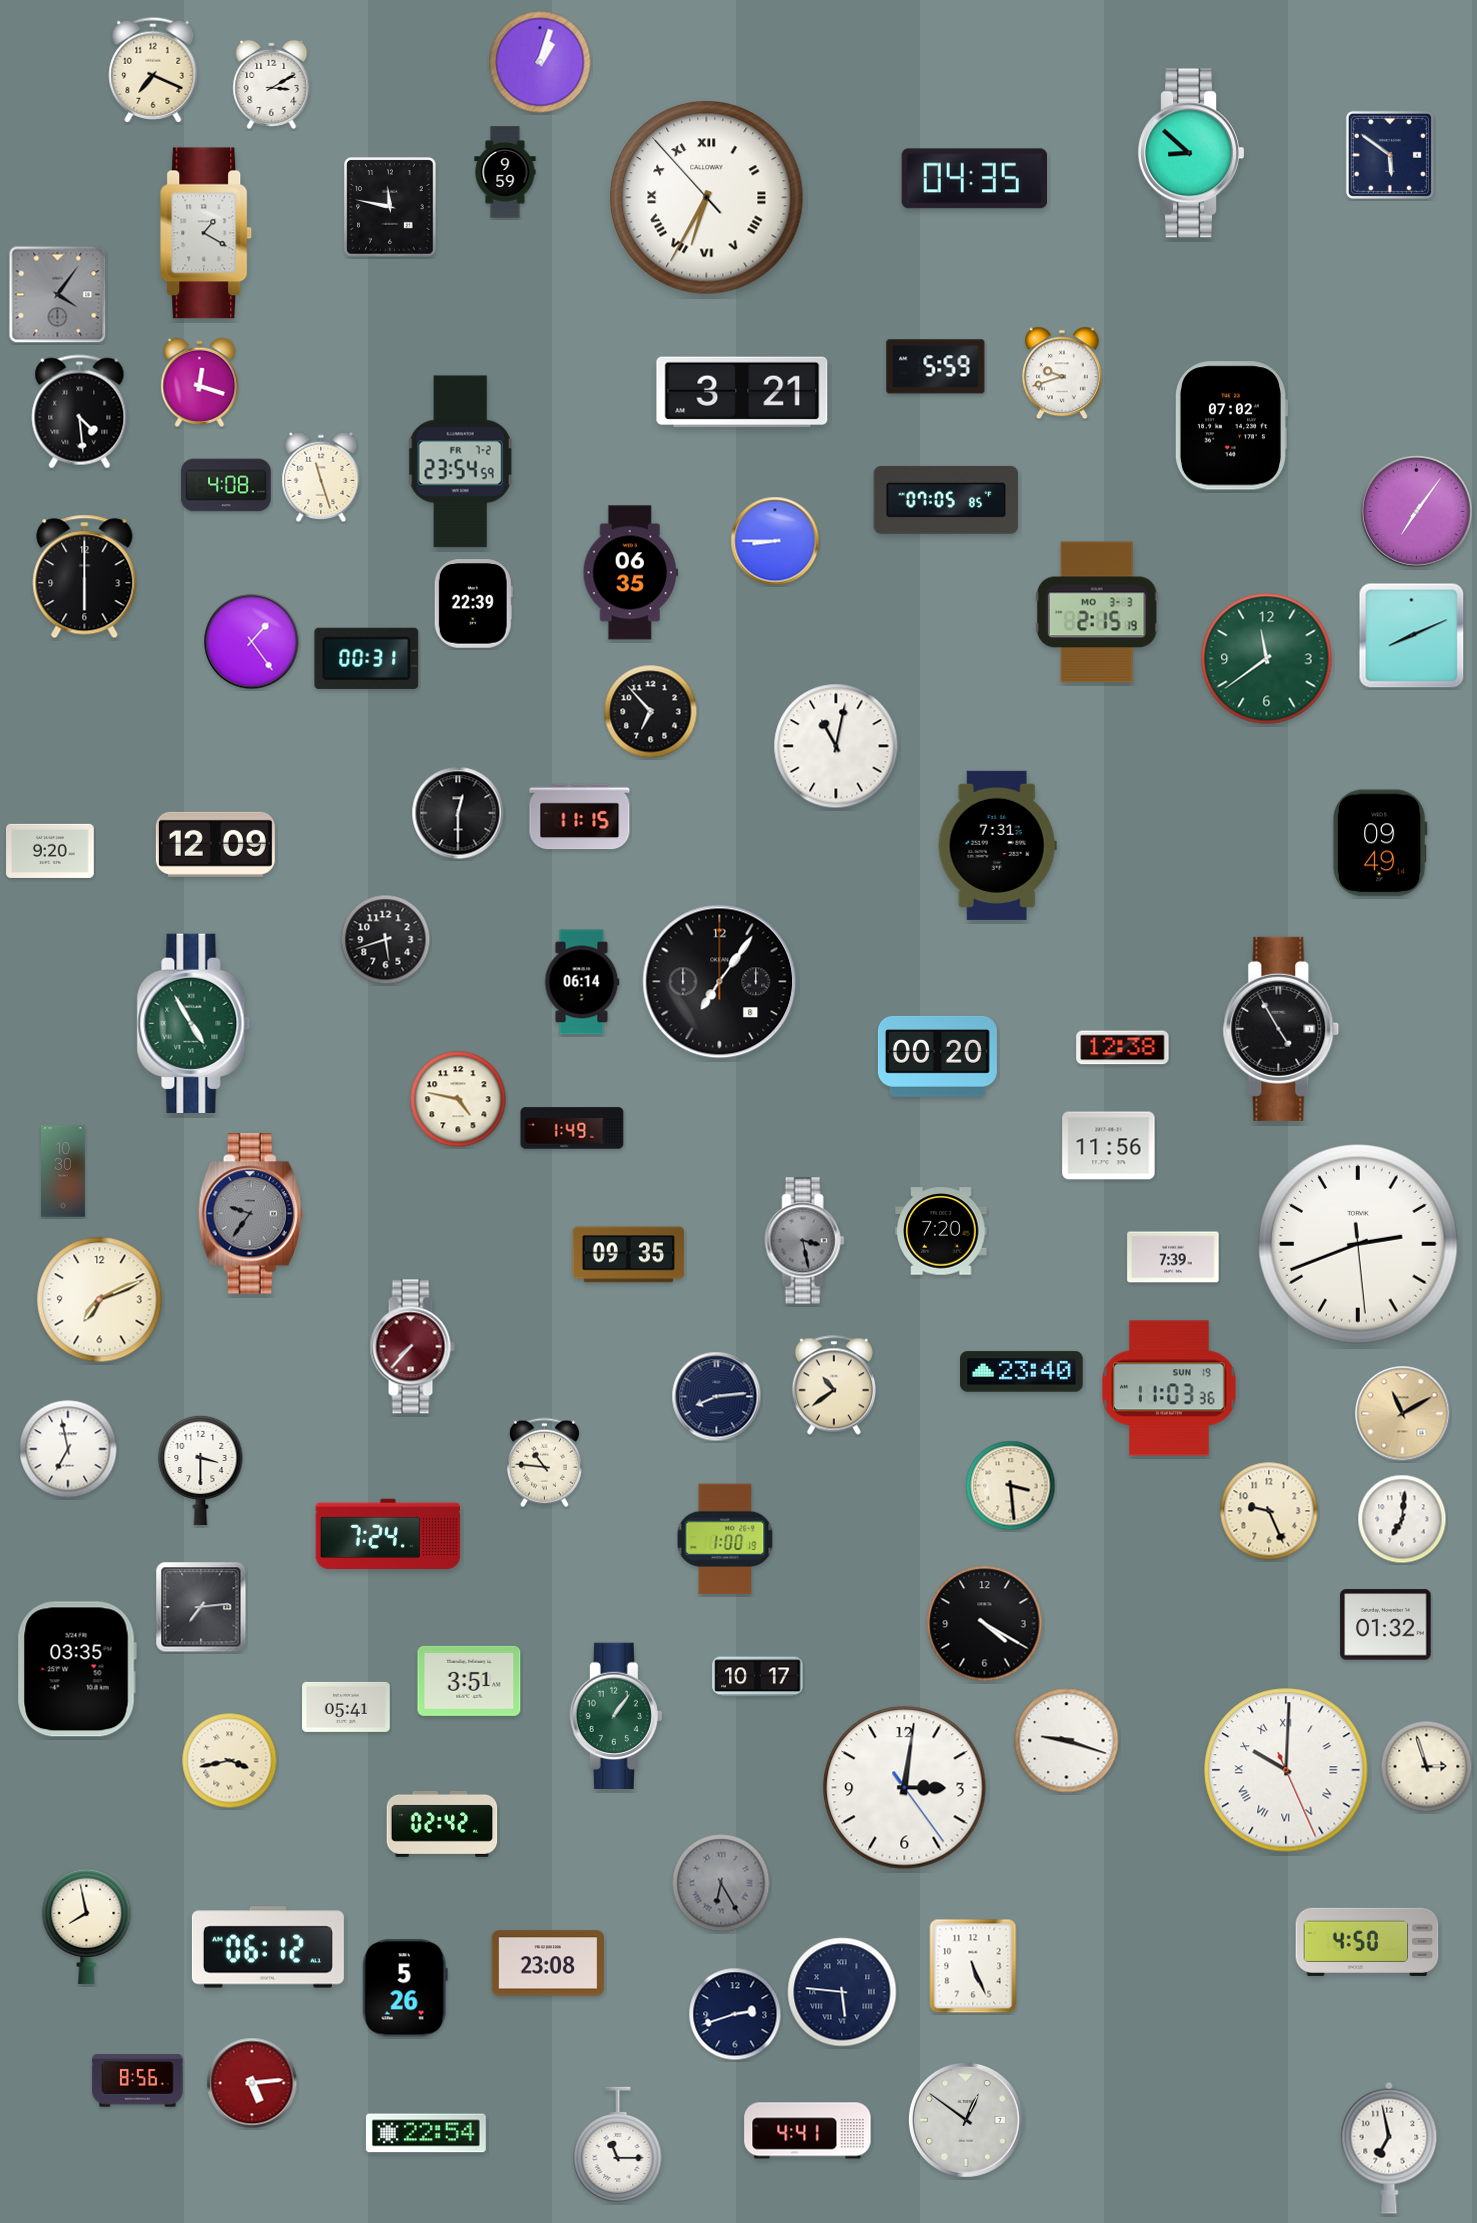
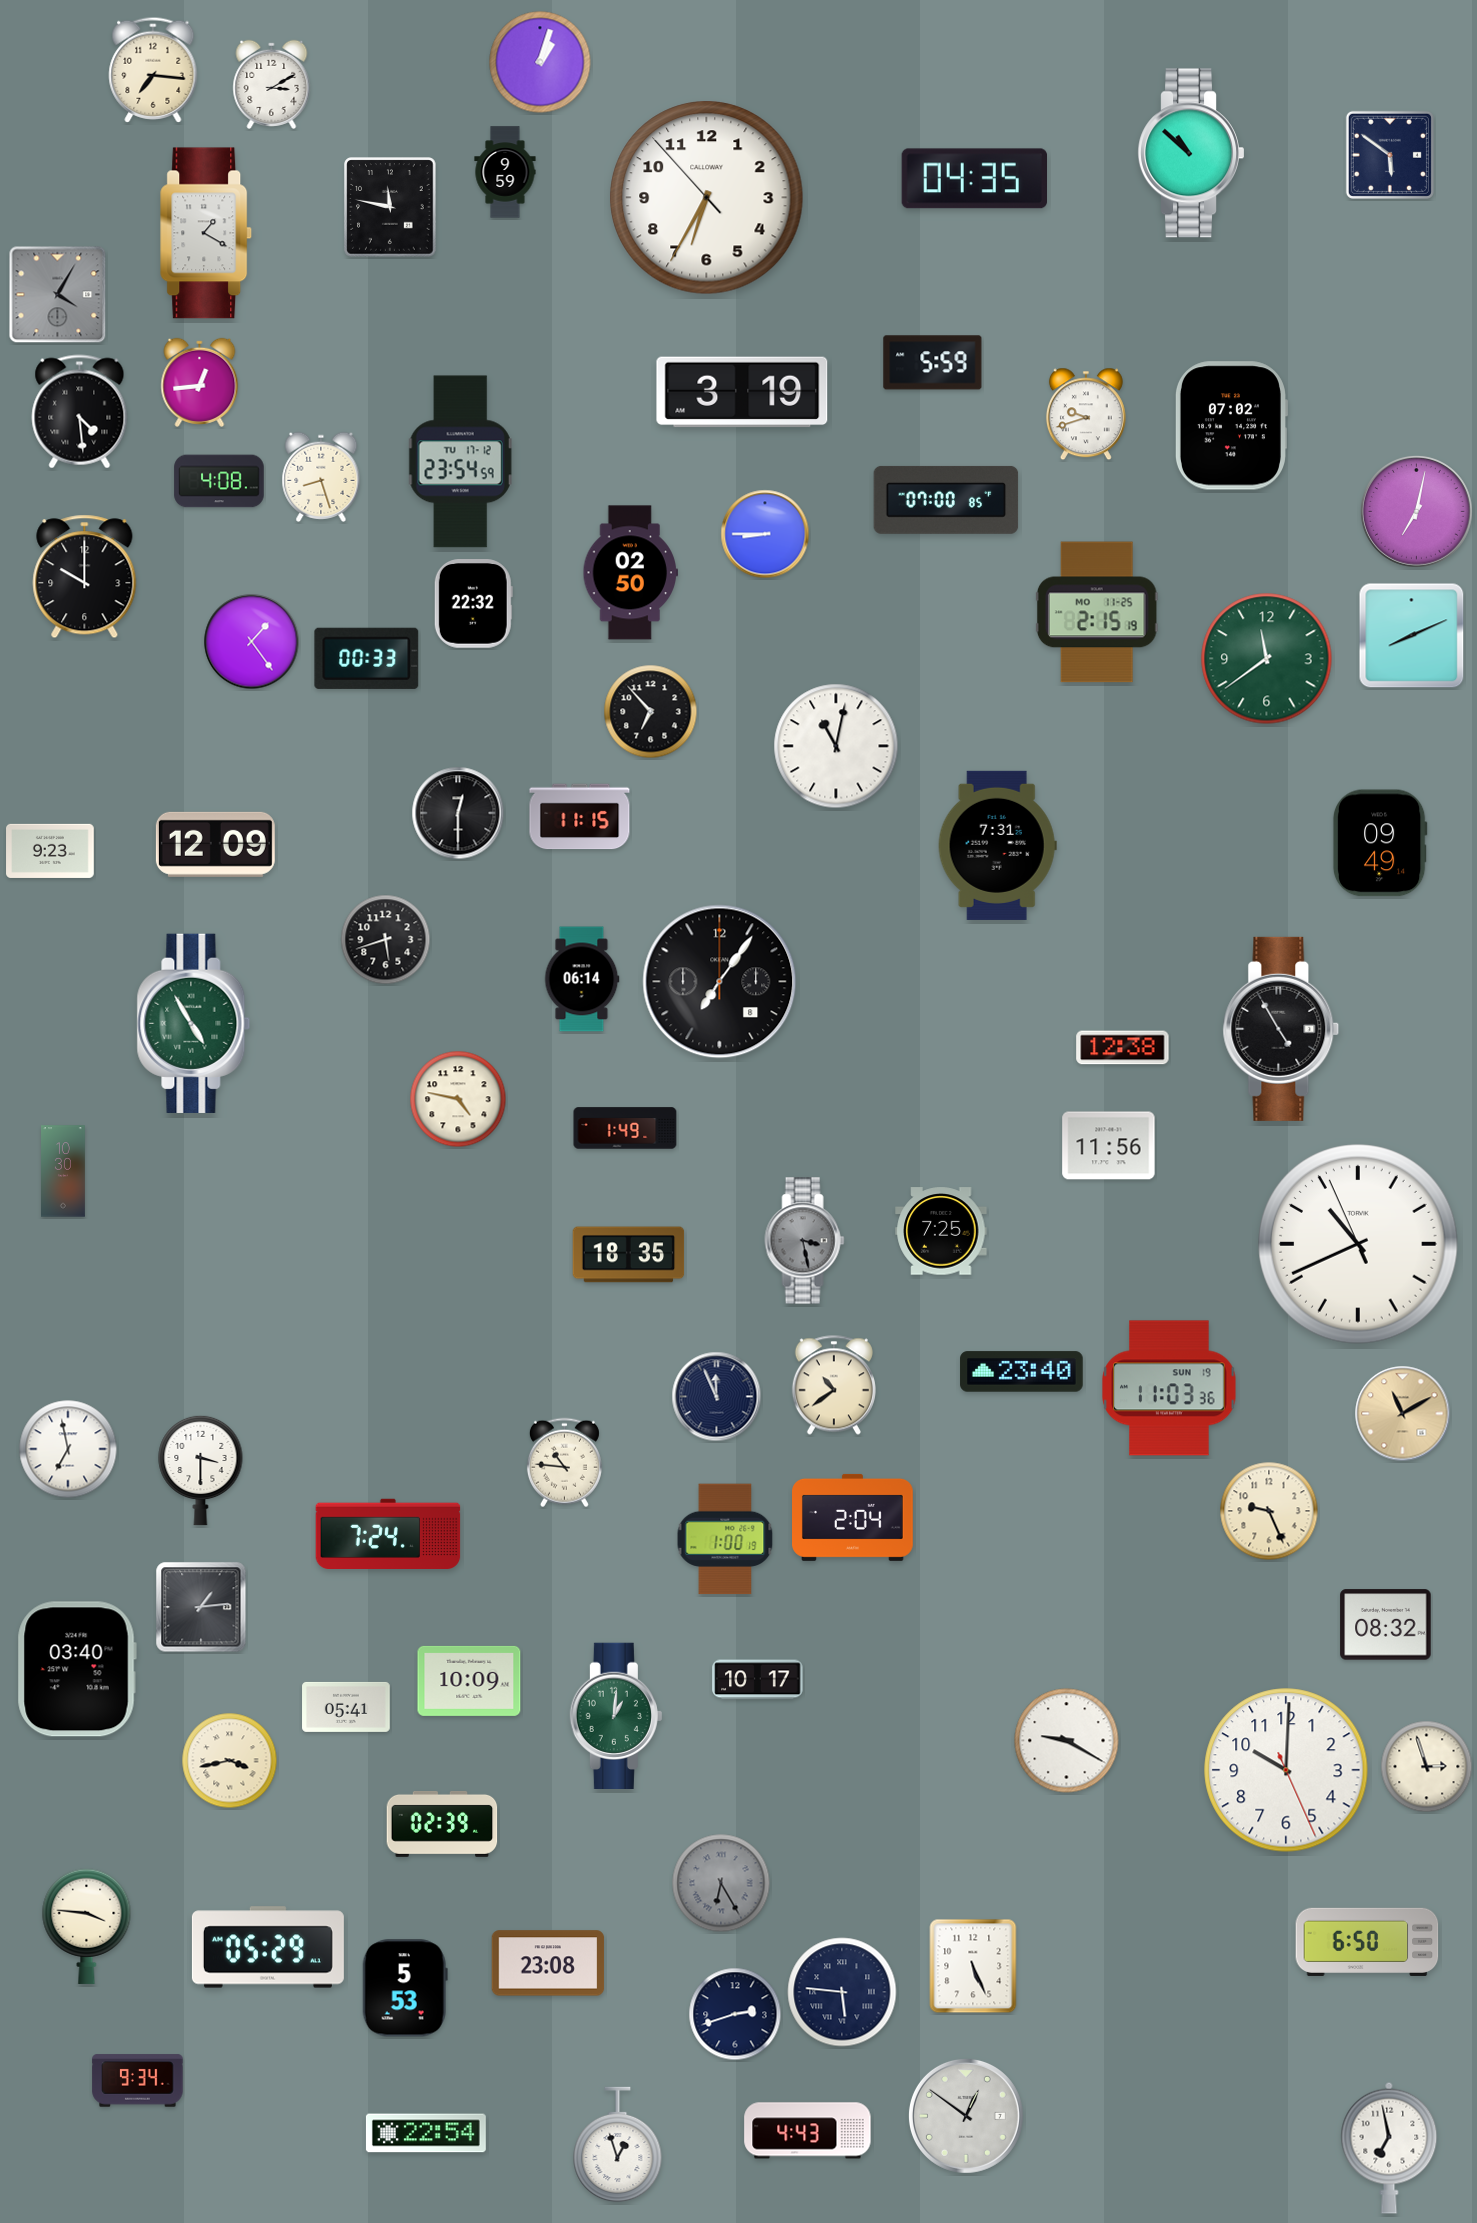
clock at (153, 70): 7:19 -> 7:16
clock at (1190, 153): 8:52 -> 10:52
clock at (707, 198) numerals: Roman -> Arabic
clock at (58, 295): 4:06 -> 4:05
clock at (936, 367) position: (936, 367) -> (933, 363)
clock at (1062, 373) position: (1062, 373) -> (1086, 414)
clock at (200, 382): 12:18 -> 12:44
clock at (742, 392): 3:21 -> 3:19
clock at (460, 462) date: FR 7-2 -> TU 17-12
clock at (321, 476): 11:27 -> 8:27
clock at (226, 485) position: (226, 485) -> (219, 481)
clock at (946, 500): 07:05 -> 07:00
clock at (1416, 511): 7:06 -> 7:02
clock at (775, 541) position: (775, 541) -> (765, 534)
clock at (630, 573): 06:35 -> 02:50
clock at (85, 577): 6:00 -> 10:00
clock at (473, 604): 22:39 -> 22:32
clock at (1097, 612) date: MO 3-3 -> MO 11-25
clock at (367, 658): 00:31 -> 00:33
clock at (50, 851): 9:20 -> 9:23
clock at (582, 982) position: (582, 982) -> (582, 979)
clock at (937, 1056): 00:20 -> none
clock at (572, 1128) position: (572, 1128) -> (625, 1128)
clock at (250, 1214): 9:36 -> none
clock at (941, 1231): 7:20 -> 7:25
clock at (1358, 1244): 2:41 -> 10:40
clock at (629, 1255): 09:35 -> 18:35
clock at (1173, 1257): 7:39 -> none
clock at (100, 1300): 7:11 -> none
clock at (412, 1347): 7:37 -> none
clock at (717, 1397): 8:14 -> 11:56
clock at (544, 1463) position: (544, 1463) -> (564, 1463)
clock at (1011, 1486): 3:29 -> none
clock at (853, 1517): none -> 2:04
clock at (1402, 1519): 7:01 -> none
clock at (201, 1607): 7:14 -> 1:14
clock at (985, 1624): 4:20 -> none
clock at (1386, 1625): 01:32 -> 08:32
clock at (77, 1669): 03:35 -> 03:40
clock at (758, 1677) position: (758, 1677) -> (758, 1680)
clock at (469, 1681): 3:51 -> 10:09
clock at (616, 1715): 1:06 -> 1:01
clock at (1067, 1741): 9:18 -> 9:20
clock at (1286, 1770) numerals: Roman -> Arabic
clock at (905, 1788): 3:01 -> none
clock at (442, 1824): 02:42 -> 02:39
clock at (87, 1926): 7:58 -> 3:46
clock at (1367, 1942): 4:50 -> 6:50
clock at (268, 1947): 06:12 -> 05:29
clock at (405, 1988): 5:26 -> 5:53
clock at (138, 2081): 8:56 -> 9:34
clock at (252, 2083): 5:14 -> none
clock at (966, 2120) position: (966, 2120) -> (966, 2116)
clock at (808, 2131): 4:41 -> 4:43
clock at (618, 2145): 11:15 -> 12:57
